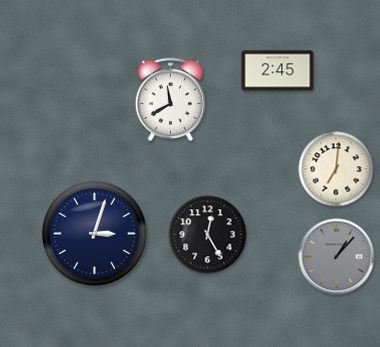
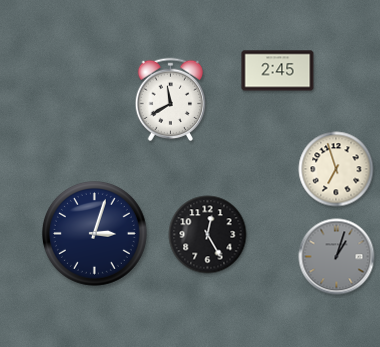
clock at (336, 169): 7:01 -> 6:57
clock at (337, 257): 1:07 -> 1:03
